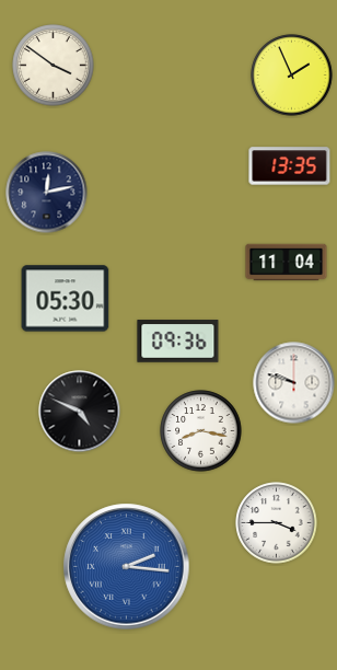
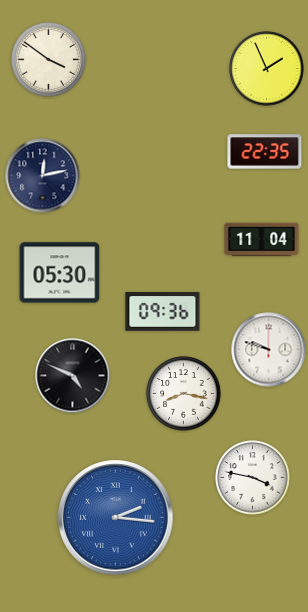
clock at (290, 166): 13:35 -> 22:35
clock at (277, 523): 3:45 -> 3:47
